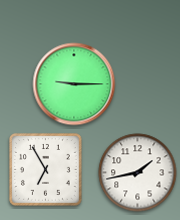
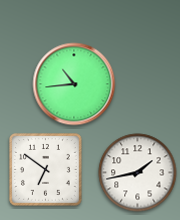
clock at (74, 84): 9:15 -> 10:44
clock at (46, 170): 6:55 -> 6:51
